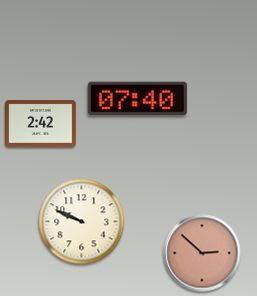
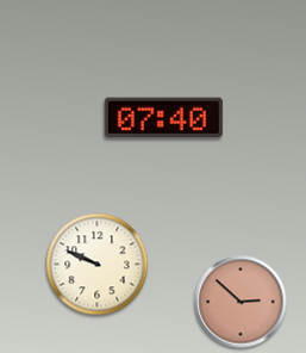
clock at (41, 124): 2:42 -> none
